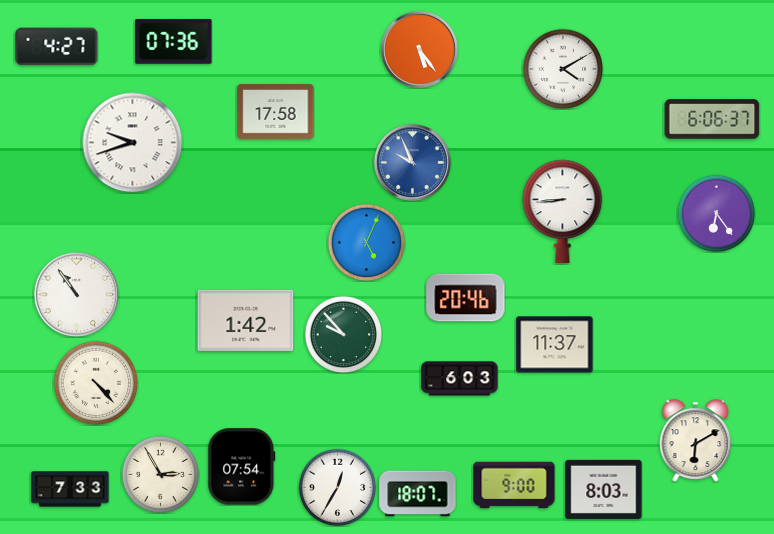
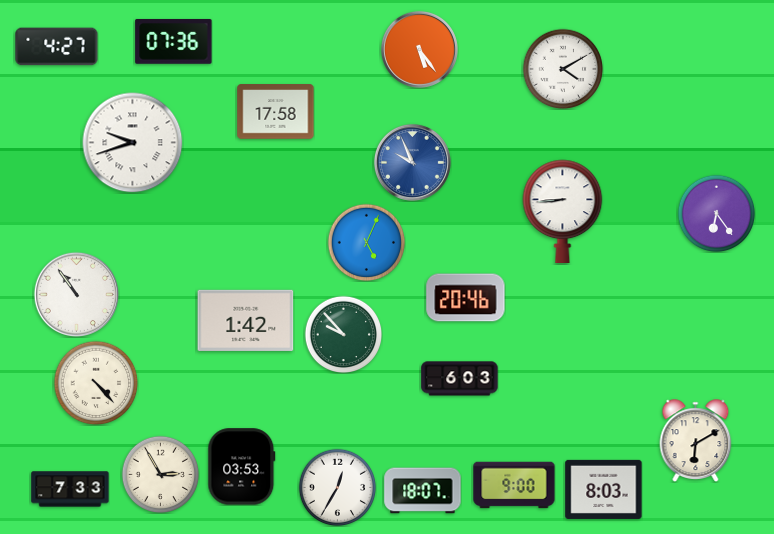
clock at (712, 119): 6:06 -> none
clock at (555, 345): 11:37 -> none
clock at (242, 467): 07:54 -> 03:53
clock at (418, 494) position: (418, 494) -> (423, 491)
